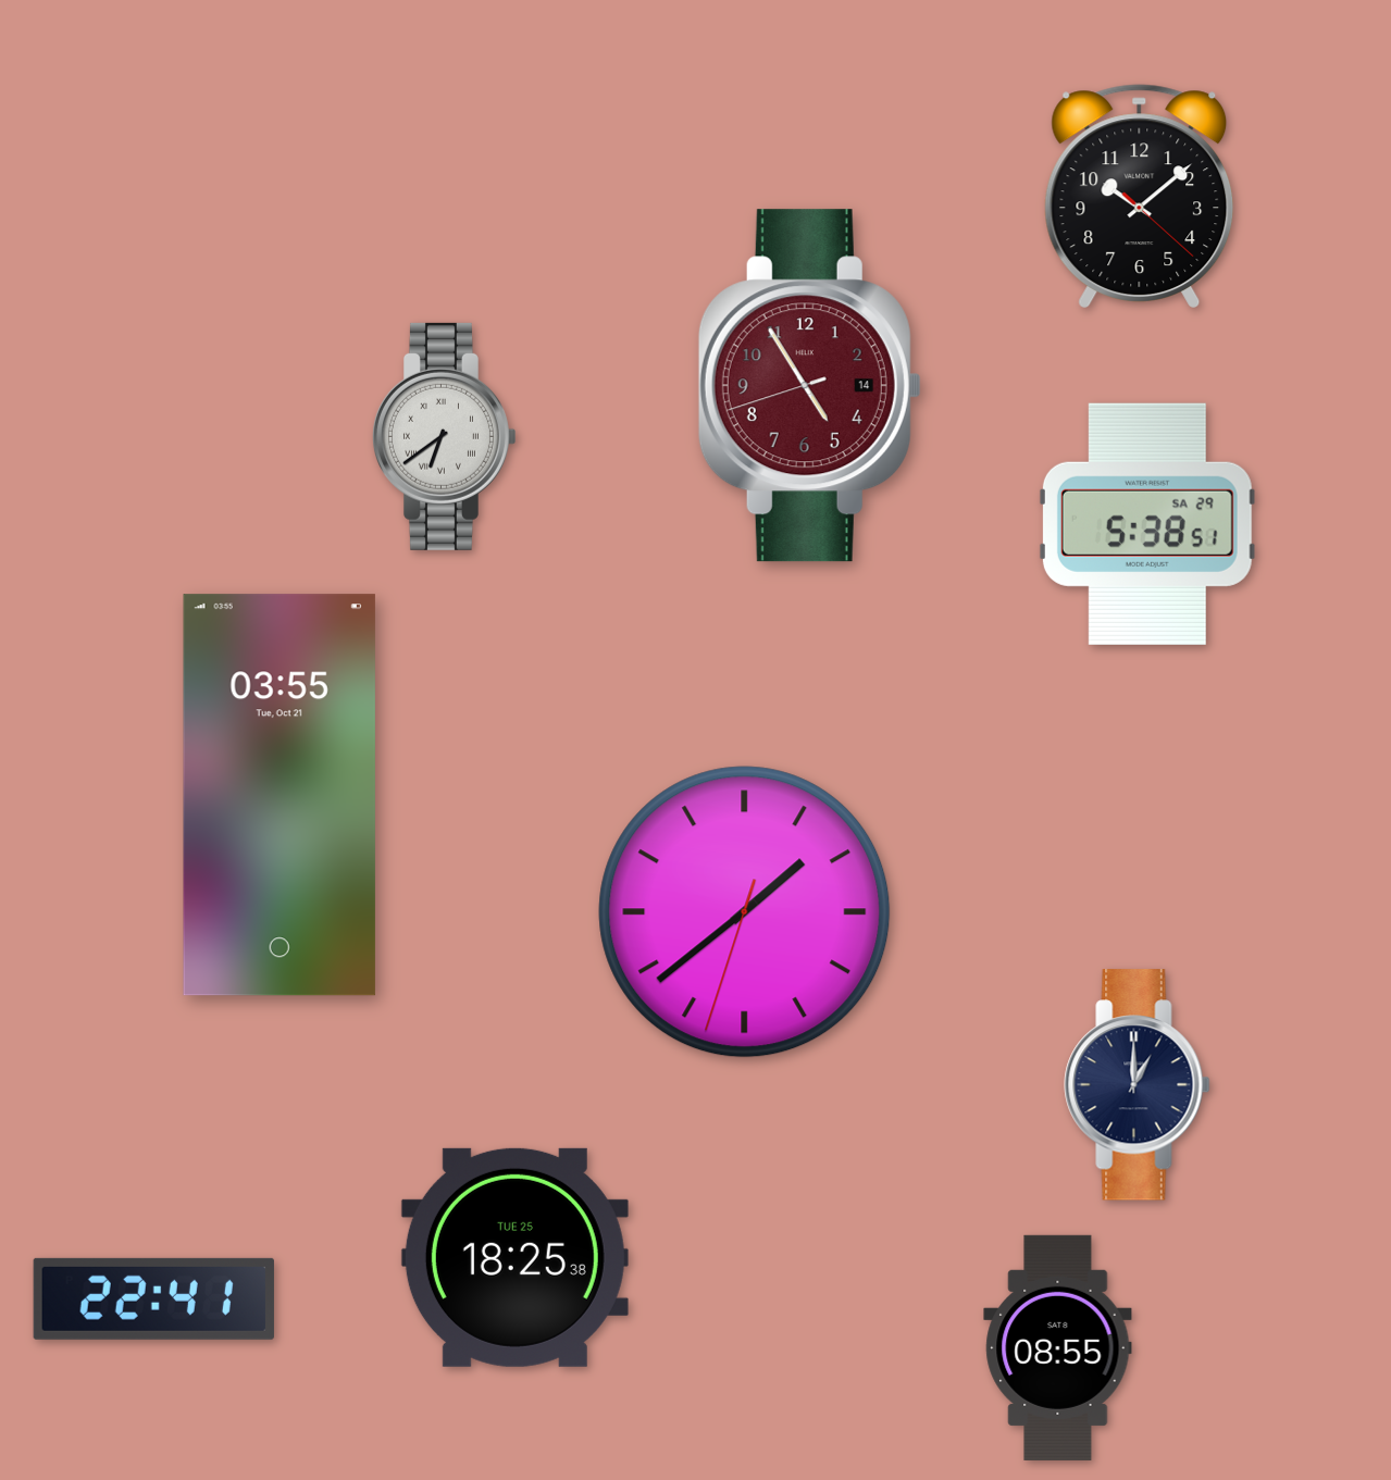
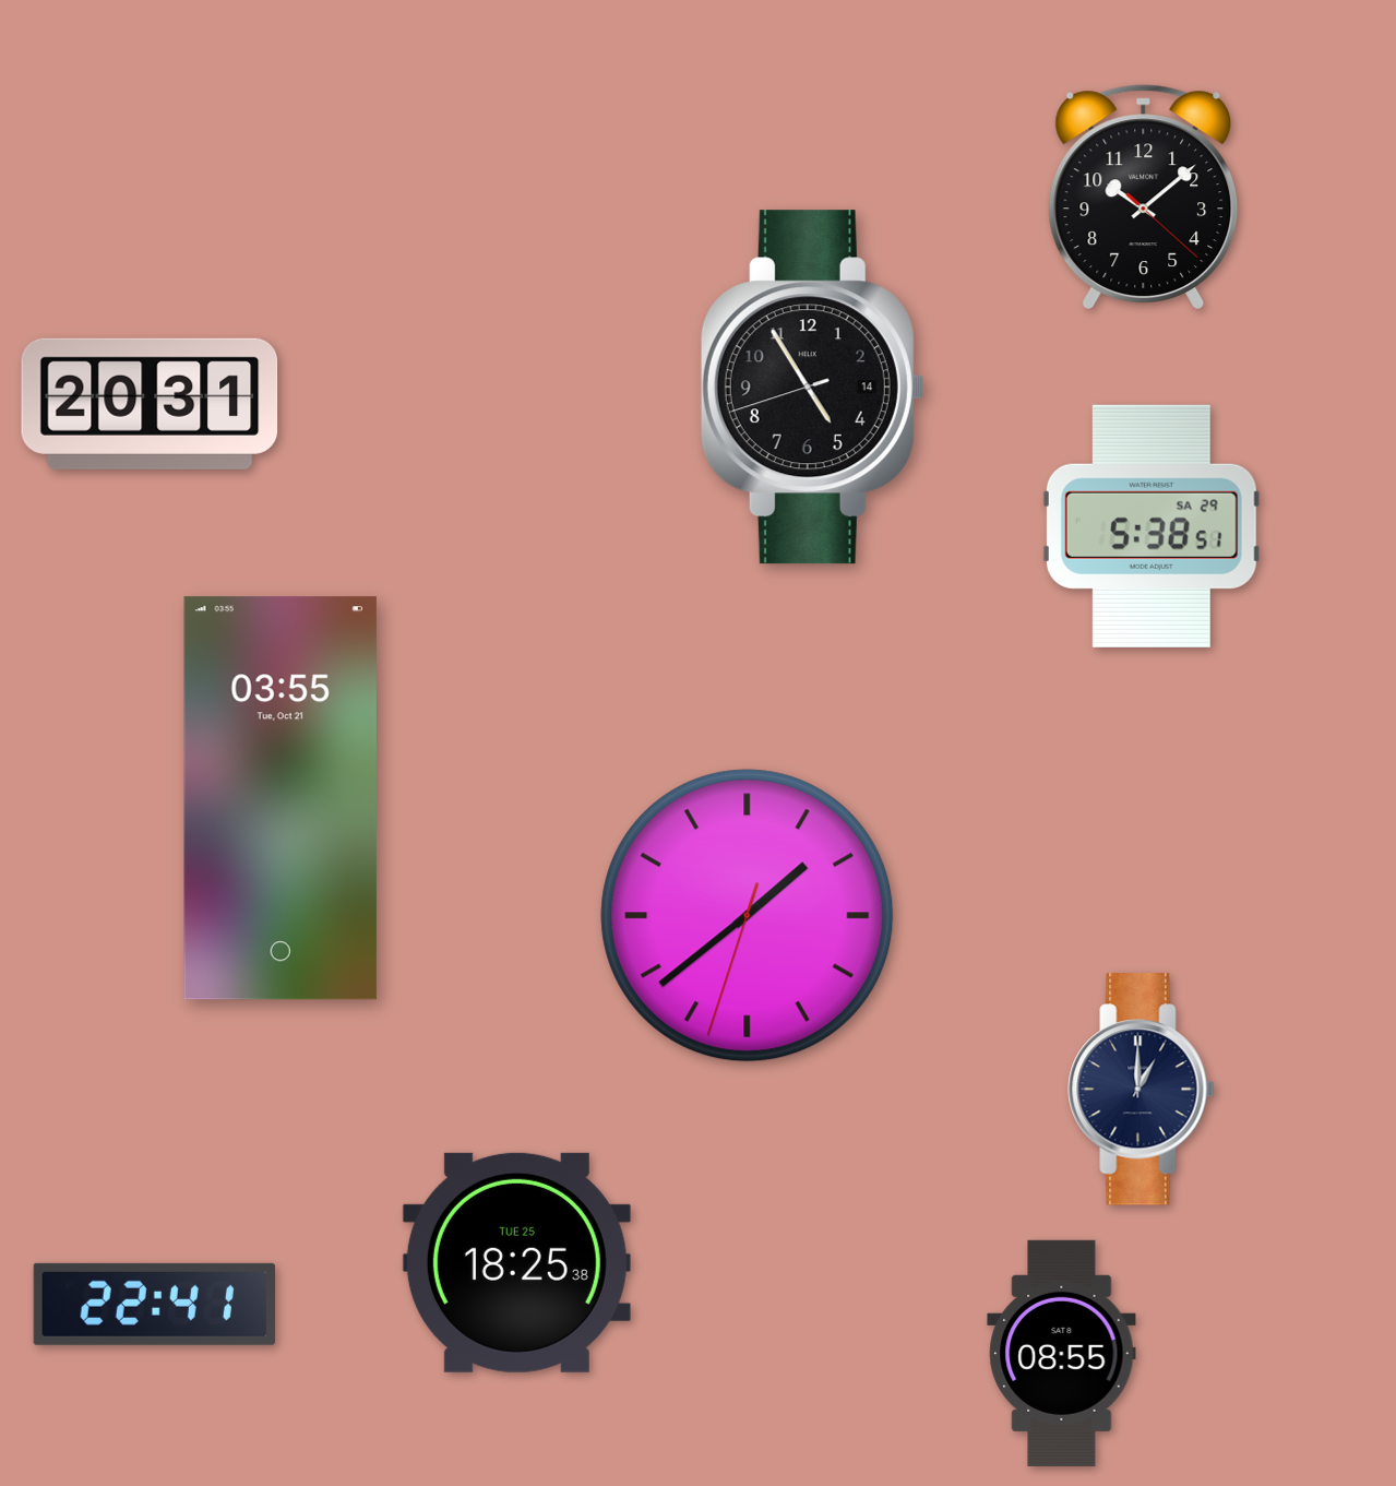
clock at (809, 386) dial: burgundy -> black
clock at (150, 404): none -> 20:31
clock at (444, 436): 6:39 -> none
